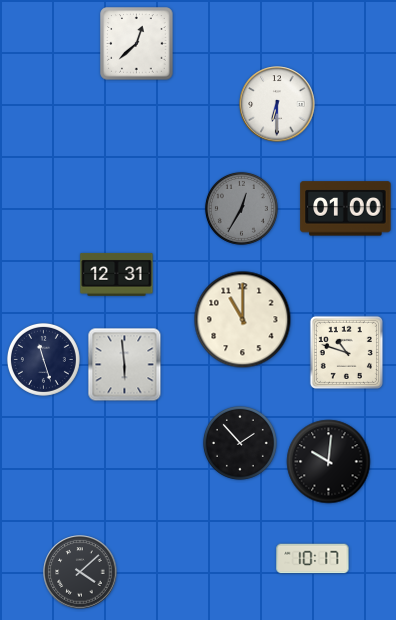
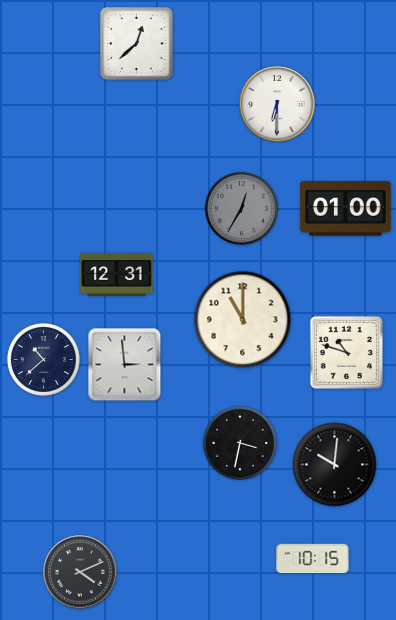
clock at (43, 359): 11:27 -> 10:38
clock at (125, 365): 5:59 -> 2:59
clock at (240, 443): 1:53 -> 3:32
clock at (329, 462) position: (329, 462) -> (335, 465)
clock at (313, 559): 10:17 -> 10:15
clock at (80, 572): 4:08 -> 4:11
